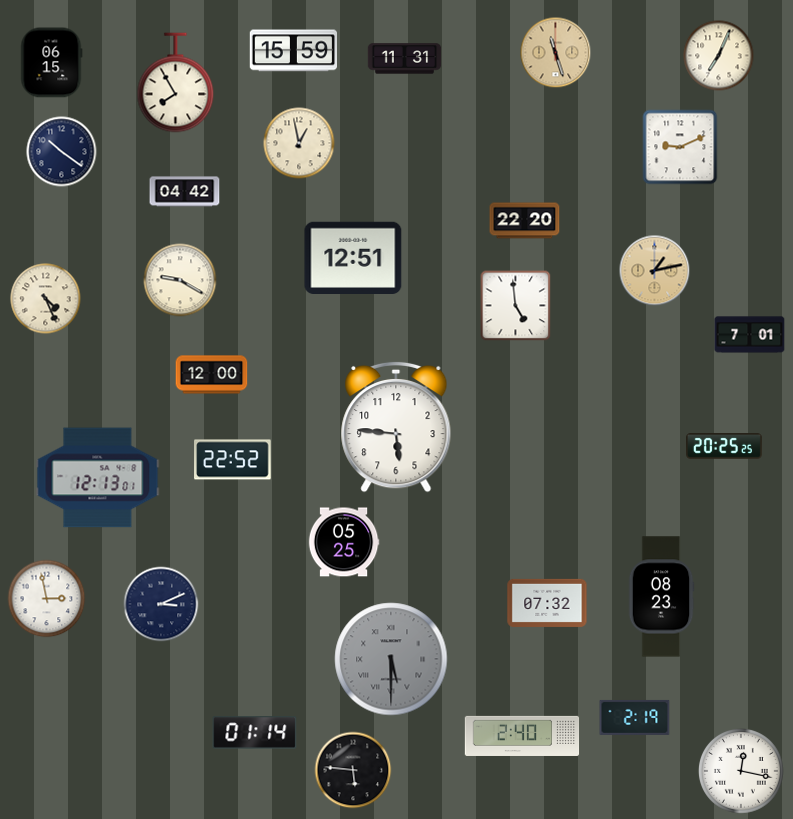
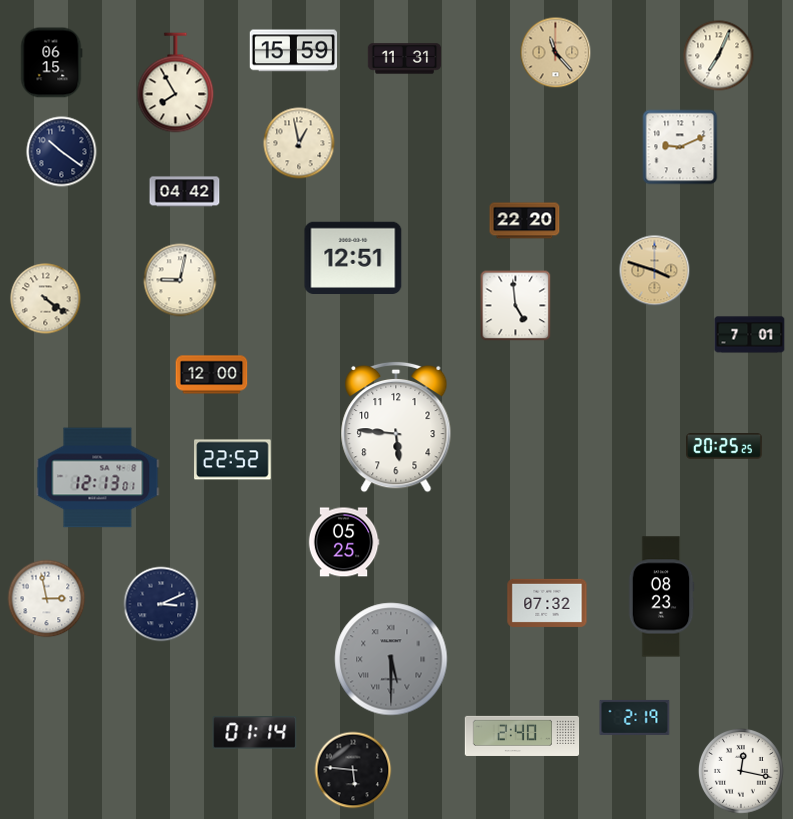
clock at (556, 53): 11:27 -> 11:23
clock at (655, 271): 1:13 -> 3:48
clock at (180, 280): 9:20 -> 9:02
clock at (46, 299): 4:26 -> 4:21
